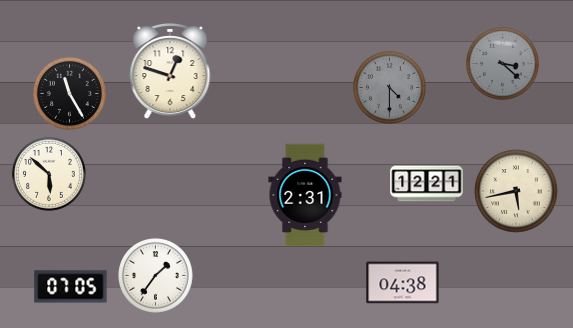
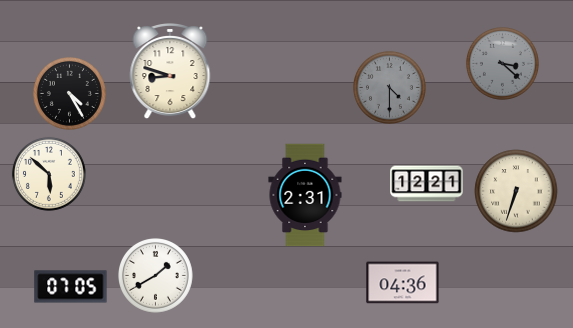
clock at (170, 72): 12:48 -> 8:48
clock at (69, 93): 11:25 -> 4:25
clock at (516, 191): 5:43 -> 6:33
clock at (156, 276): 1:36 -> 1:40
clock at (403, 283): 04:38 -> 04:36
